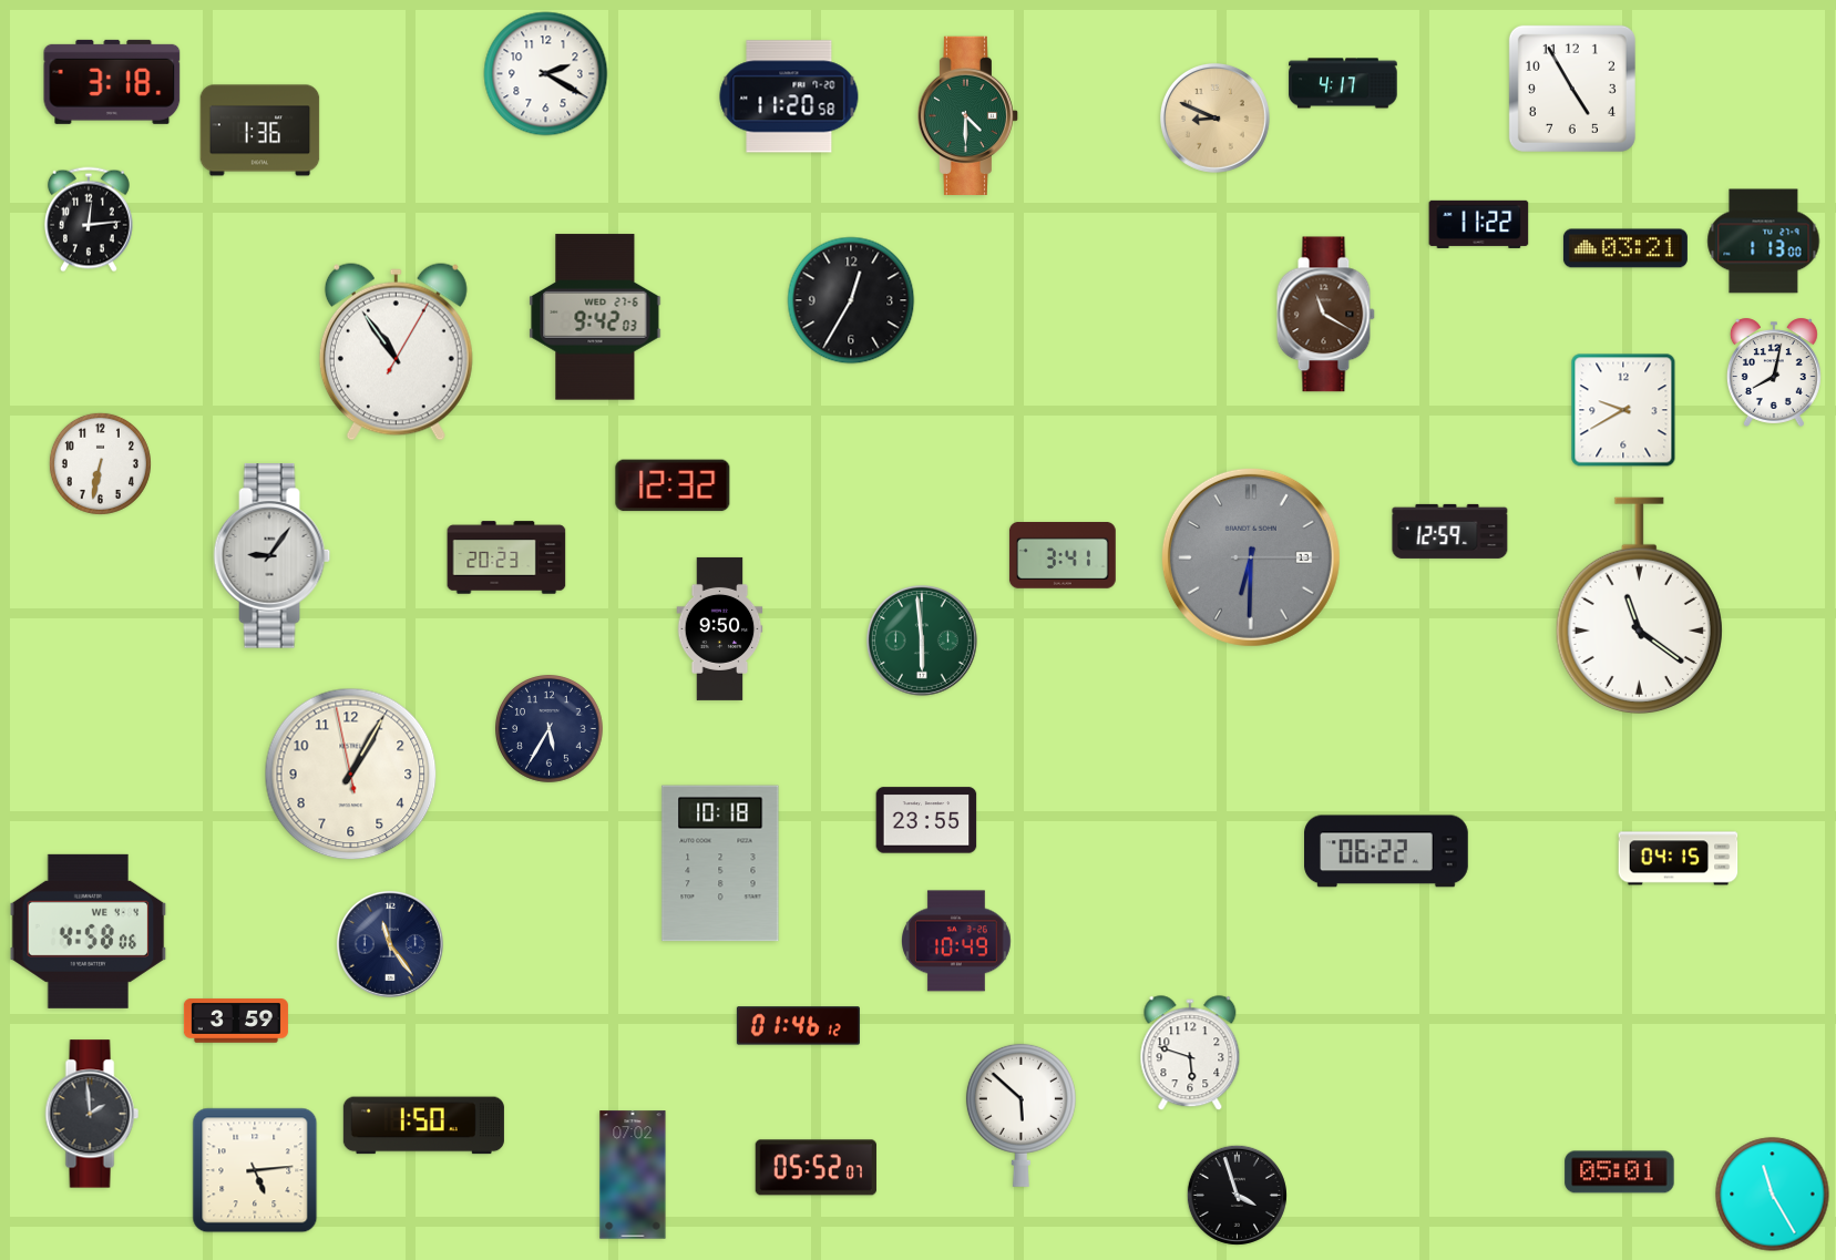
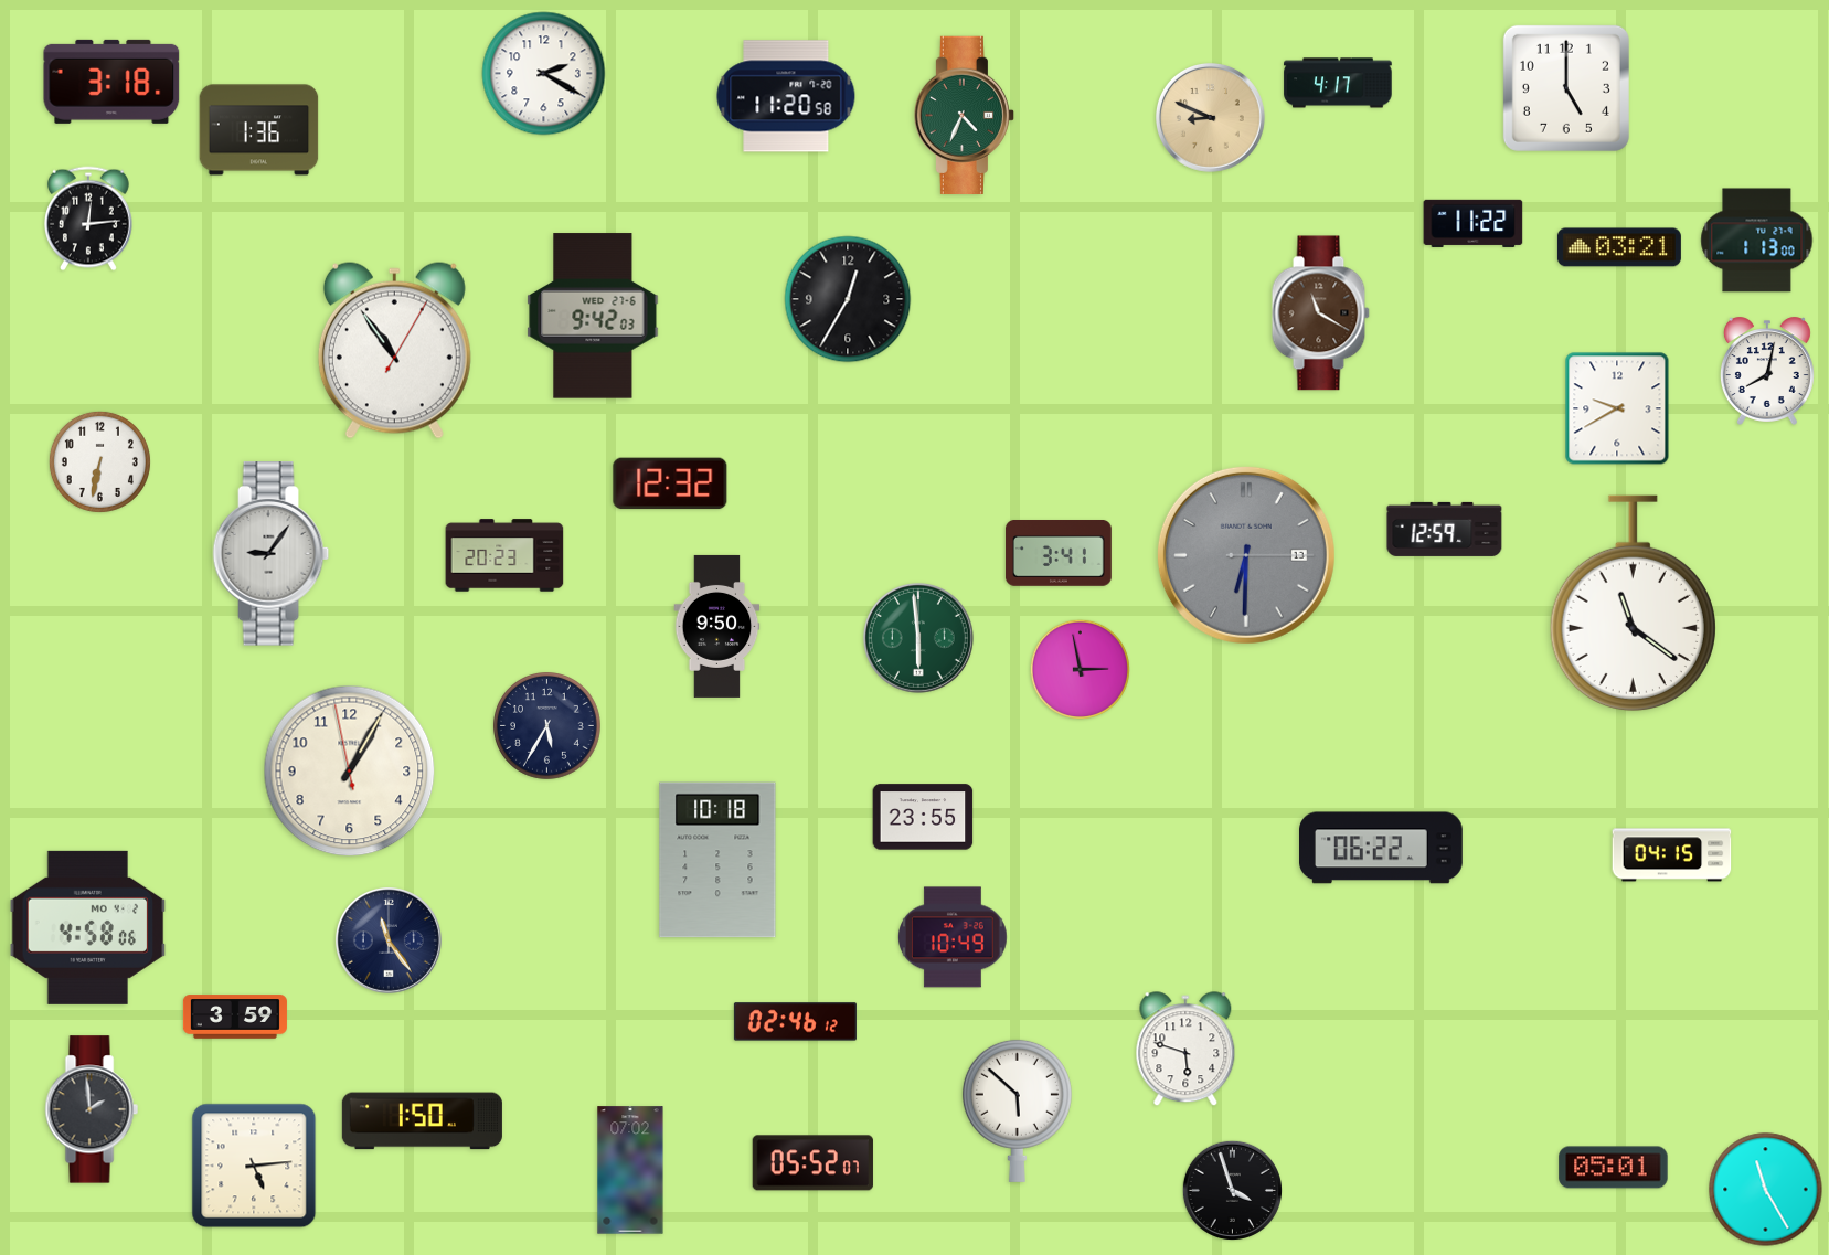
clock at (1572, 89): 4:55 -> 5:00
clock at (967, 115): 4:30 -> 4:34
clock at (1080, 669): none -> 2:58
clock at (89, 931) date: WE 4-4 -> MO 4-2
clock at (798, 1026): 01:46 -> 02:46
